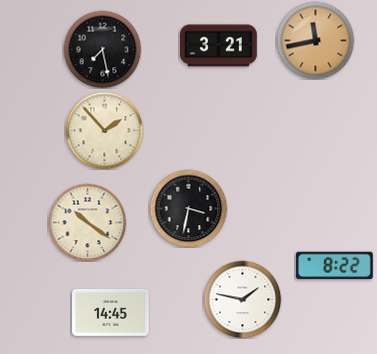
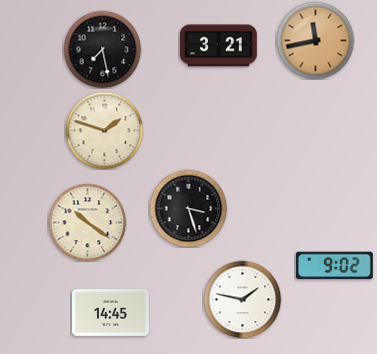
clock at (104, 130): 1:53 -> 1:48
clock at (188, 208): 3:32 -> 3:27
clock at (335, 266): 8:22 -> 9:02
